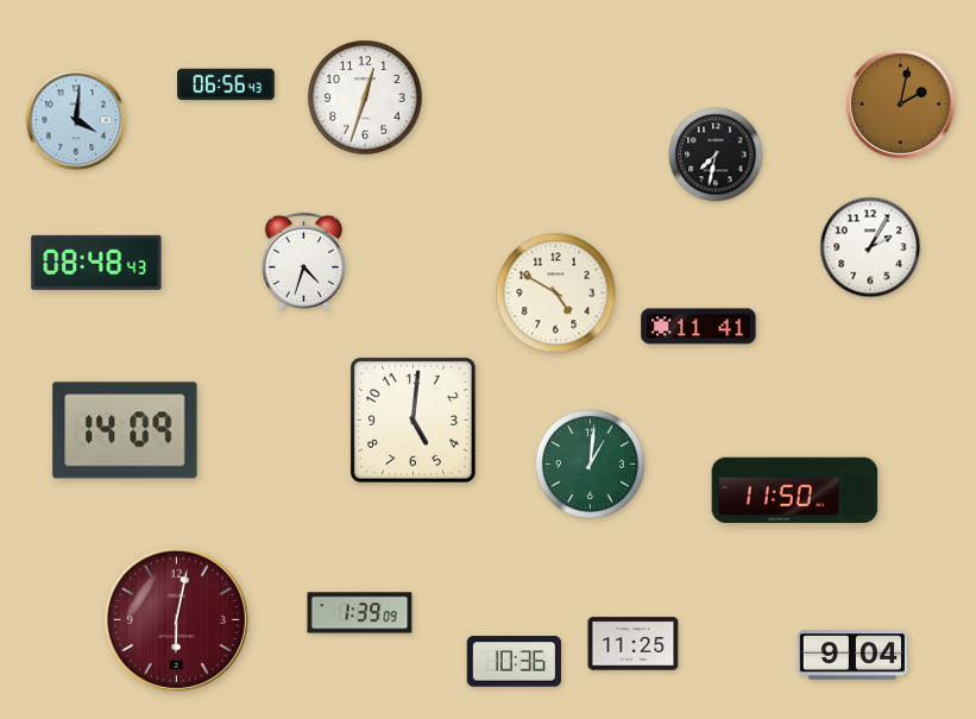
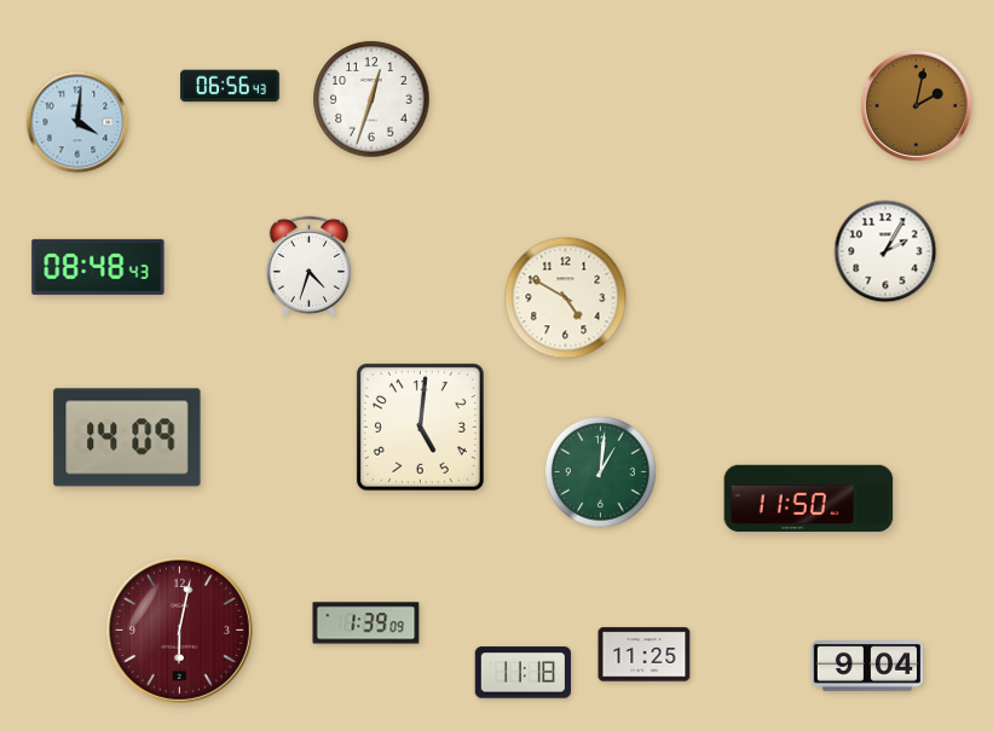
clock at (716, 154): 7:32 -> none
clock at (699, 327): 11:41 -> none
clock at (514, 662): 10:36 -> 11:18
